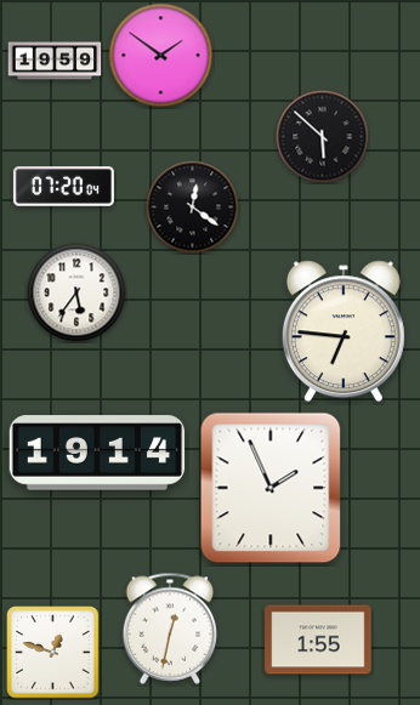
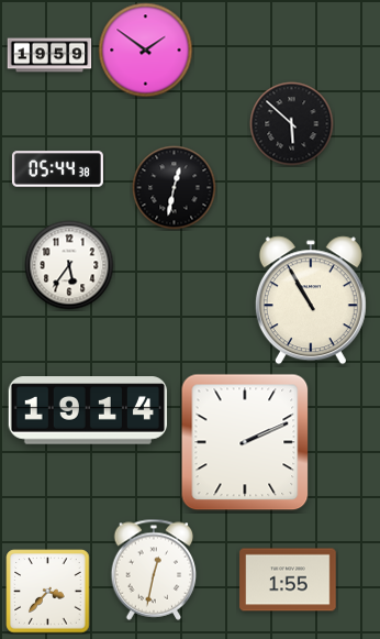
clock at (63, 187): 07:20 -> 05:44
clock at (193, 207): 12:21 -> 12:32
clock at (344, 331): 6:46 -> 10:55
clock at (271, 488): 1:56 -> 2:11
clock at (53, 653): 12:48 -> 3:37
